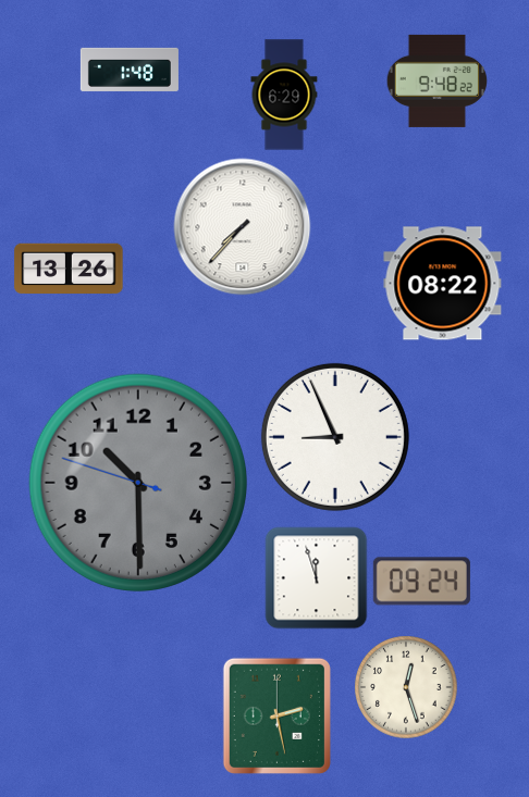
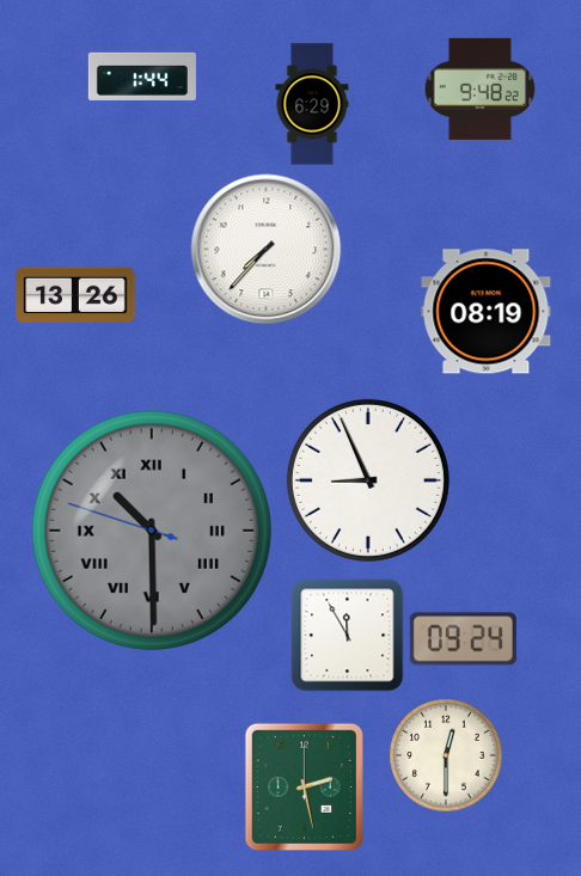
clock at (130, 70): 1:48 -> 1:44
clock at (443, 284): 08:22 -> 08:19
clock at (137, 482) numerals: Arabic -> Roman
clock at (317, 578): 11:57 -> 11:55
clock at (406, 687): 12:27 -> 12:30
